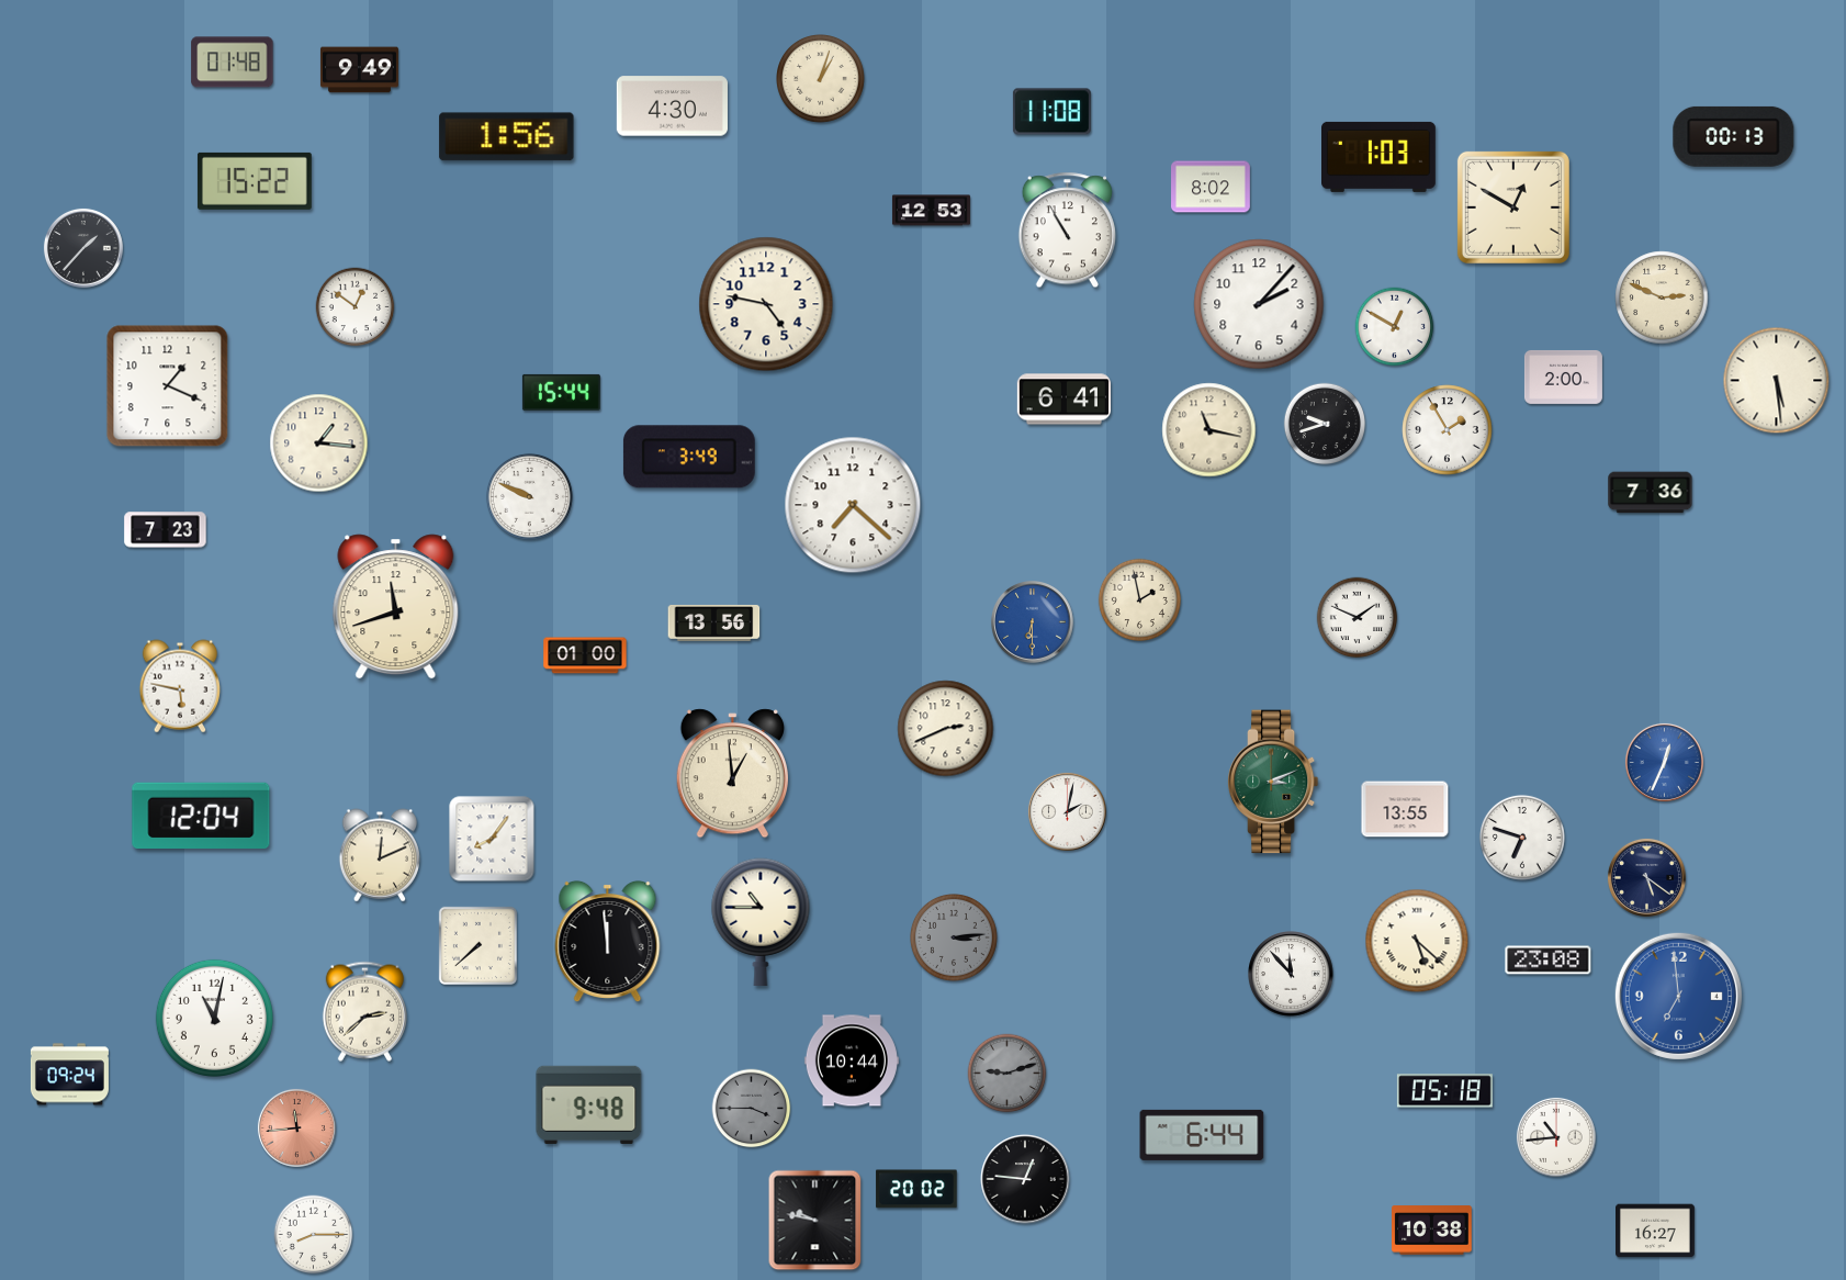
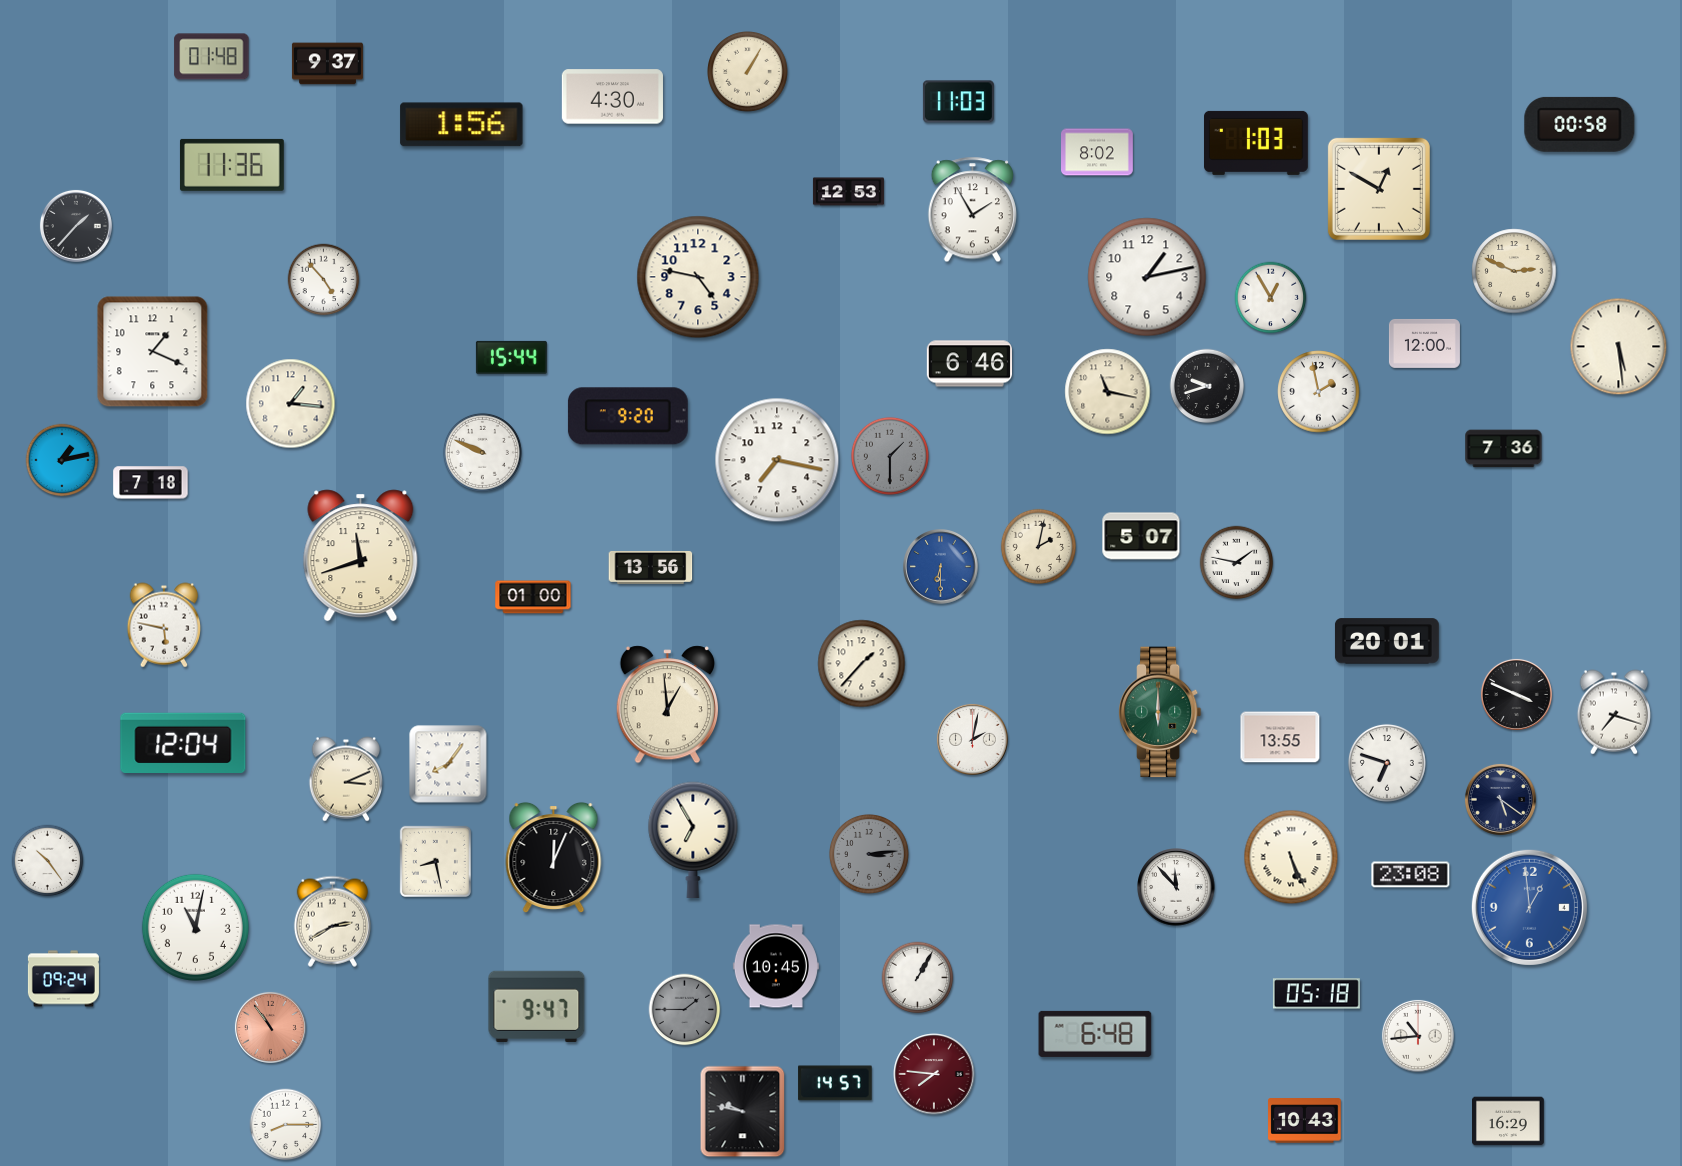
clock at (359, 70): 9:49 -> 9:37
clock at (821, 79): 1:03 -> 1:05
clock at (1051, 112): 11:08 -> 11:03
clock at (1734, 136): 00:13 -> 00:58
clock at (255, 181): 15:22 -> 11:36
clock at (1212, 187) position: (1212, 187) -> (1098, 152)
clock at (1067, 231): 10:55 -> 1:55
clock at (1259, 304): 2:07 -> 1:13
clock at (356, 307): 12:51 -> 4:53
clock at (1395, 327): 12:50 -> 12:55
clock at (1563, 377): 2:00 -> 12:00
clock at (1063, 400): 6:41 -> 6:46
clock at (1209, 430) position: (1209, 430) -> (1108, 392)
clock at (1448, 430): 1:55 -> 1:58
clock at (689, 457): 3:49 -> 9:20
clock at (890, 456): none -> 1:30
clock at (62, 460): none -> 1:13
clock at (853, 505): 7:22 -> 7:17
clock at (166, 530): 7:23 -> 7:18
clock at (1141, 536): none -> 5:07
clock at (1139, 599): 1:58 -> 2:02
clock at (396, 607) position: (396, 607) -> (361, 556)
clock at (1358, 618): 1:49 -> 1:47
clock at (1387, 641): none -> 20:01
clock at (946, 729): 2:41 -> 1:37
clock at (1664, 762): 12:34 -> 3:49
clock at (1664, 762) dial: blue -> black
clock at (1273, 782): 3:11 -> 6:00
clock at (1614, 712): none -> 7:18
clock at (380, 855): 12:11 -> 3:11
clock at (761, 921): 10:45 -> 6:55
clock at (1417, 941): 5:22 -> 5:26
clock at (608, 942): 11:59 -> 12:04
clock at (48, 861): none -> 10:24
clock at (477, 945): 7:38 -> 8:28
clock at (1678, 996): 6:59 -> 12:59
clock at (364, 1011): 2:38 -> 2:40
clock at (852, 1060): 10:44 -> 10:45
clock at (1008, 1074): 9:12 -> 1:05
clock at (1008, 1074) dial: grey -> white
clock at (589, 1104): 9:48 -> 9:47
clock at (752, 1109): 3:45 -> 1:45
clock at (296, 1127): 11:44 -> 10:54
clock at (1202, 1135): 6:44 -> 6:48
clock at (1025, 1179): 12:46 -> 7:46
clock at (1025, 1179) dial: black -> burgundy
clock at (916, 1189): 20:02 -> 14:57
clock at (1432, 1231): 10:38 -> 10:43
clock at (1656, 1231): 16:27 -> 16:29
